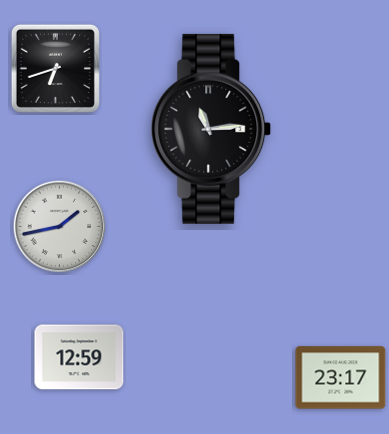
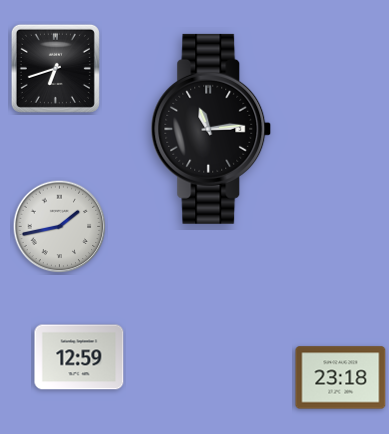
clock at (341, 378): 23:17 -> 23:18
